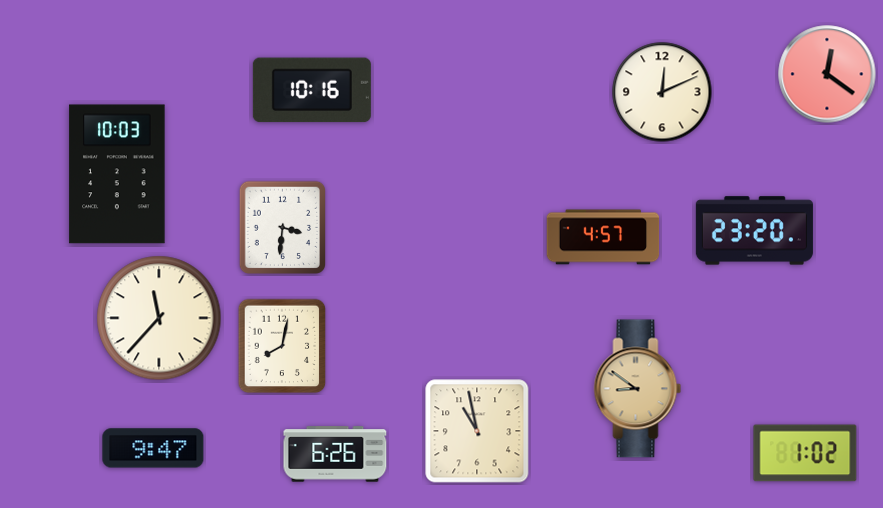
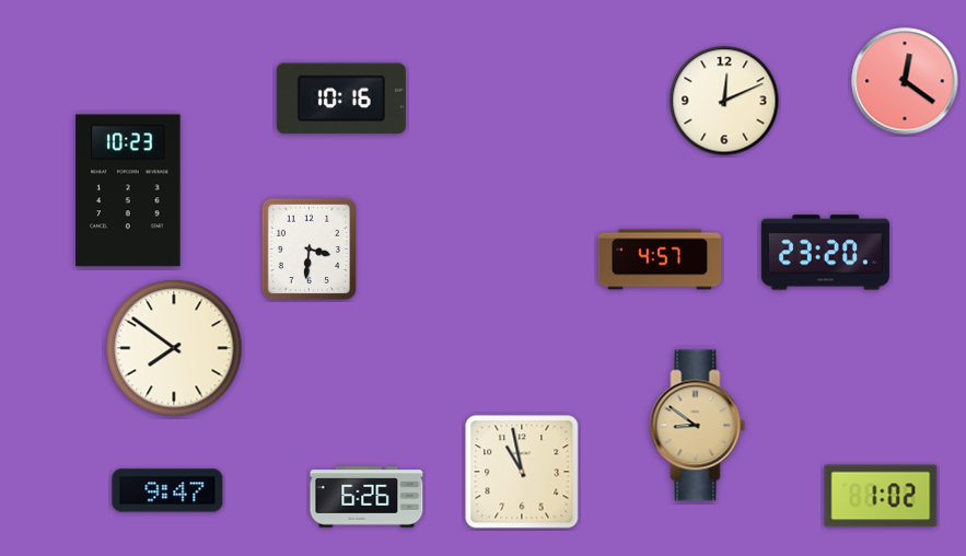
clock at (117, 174): 10:03 -> 10:23
clock at (159, 318): 11:37 -> 7:51
clock at (282, 346): 8:02 -> none
